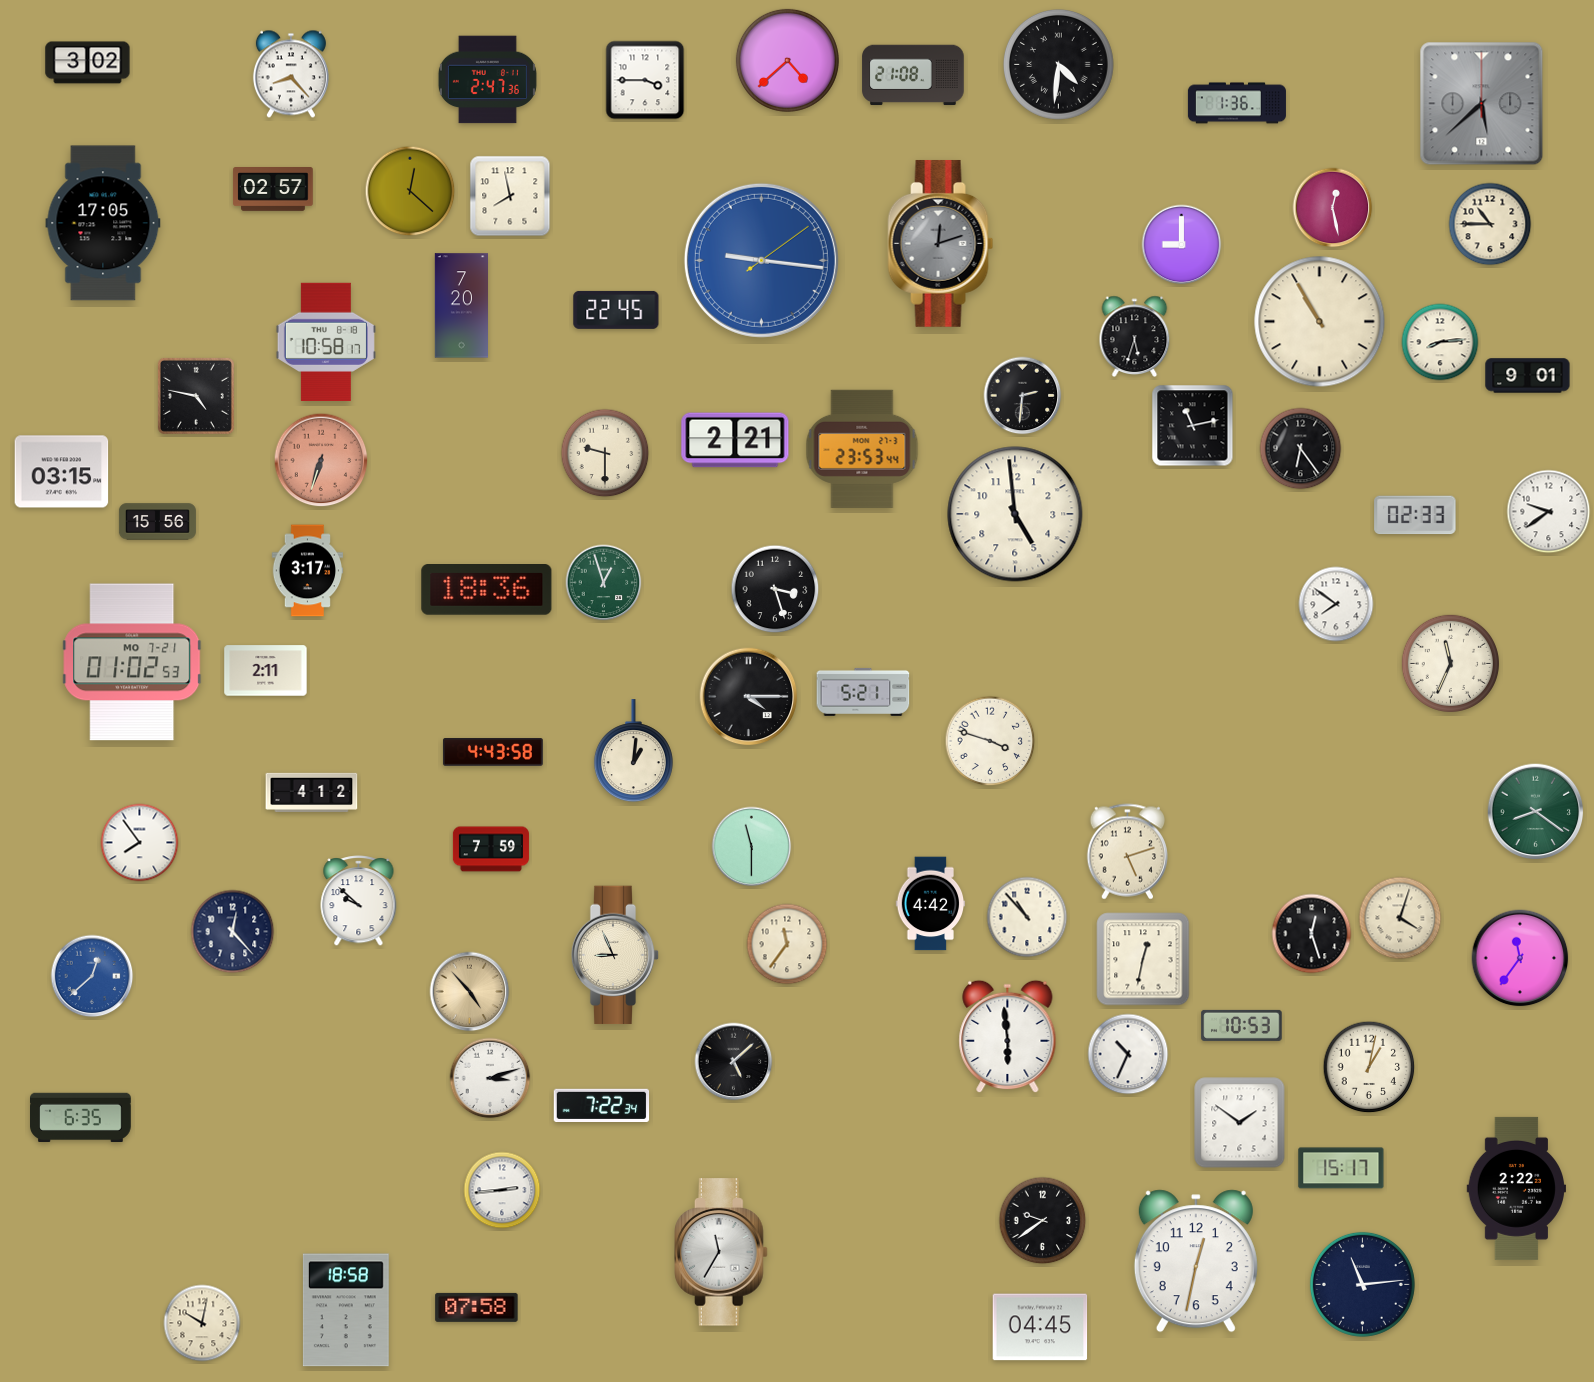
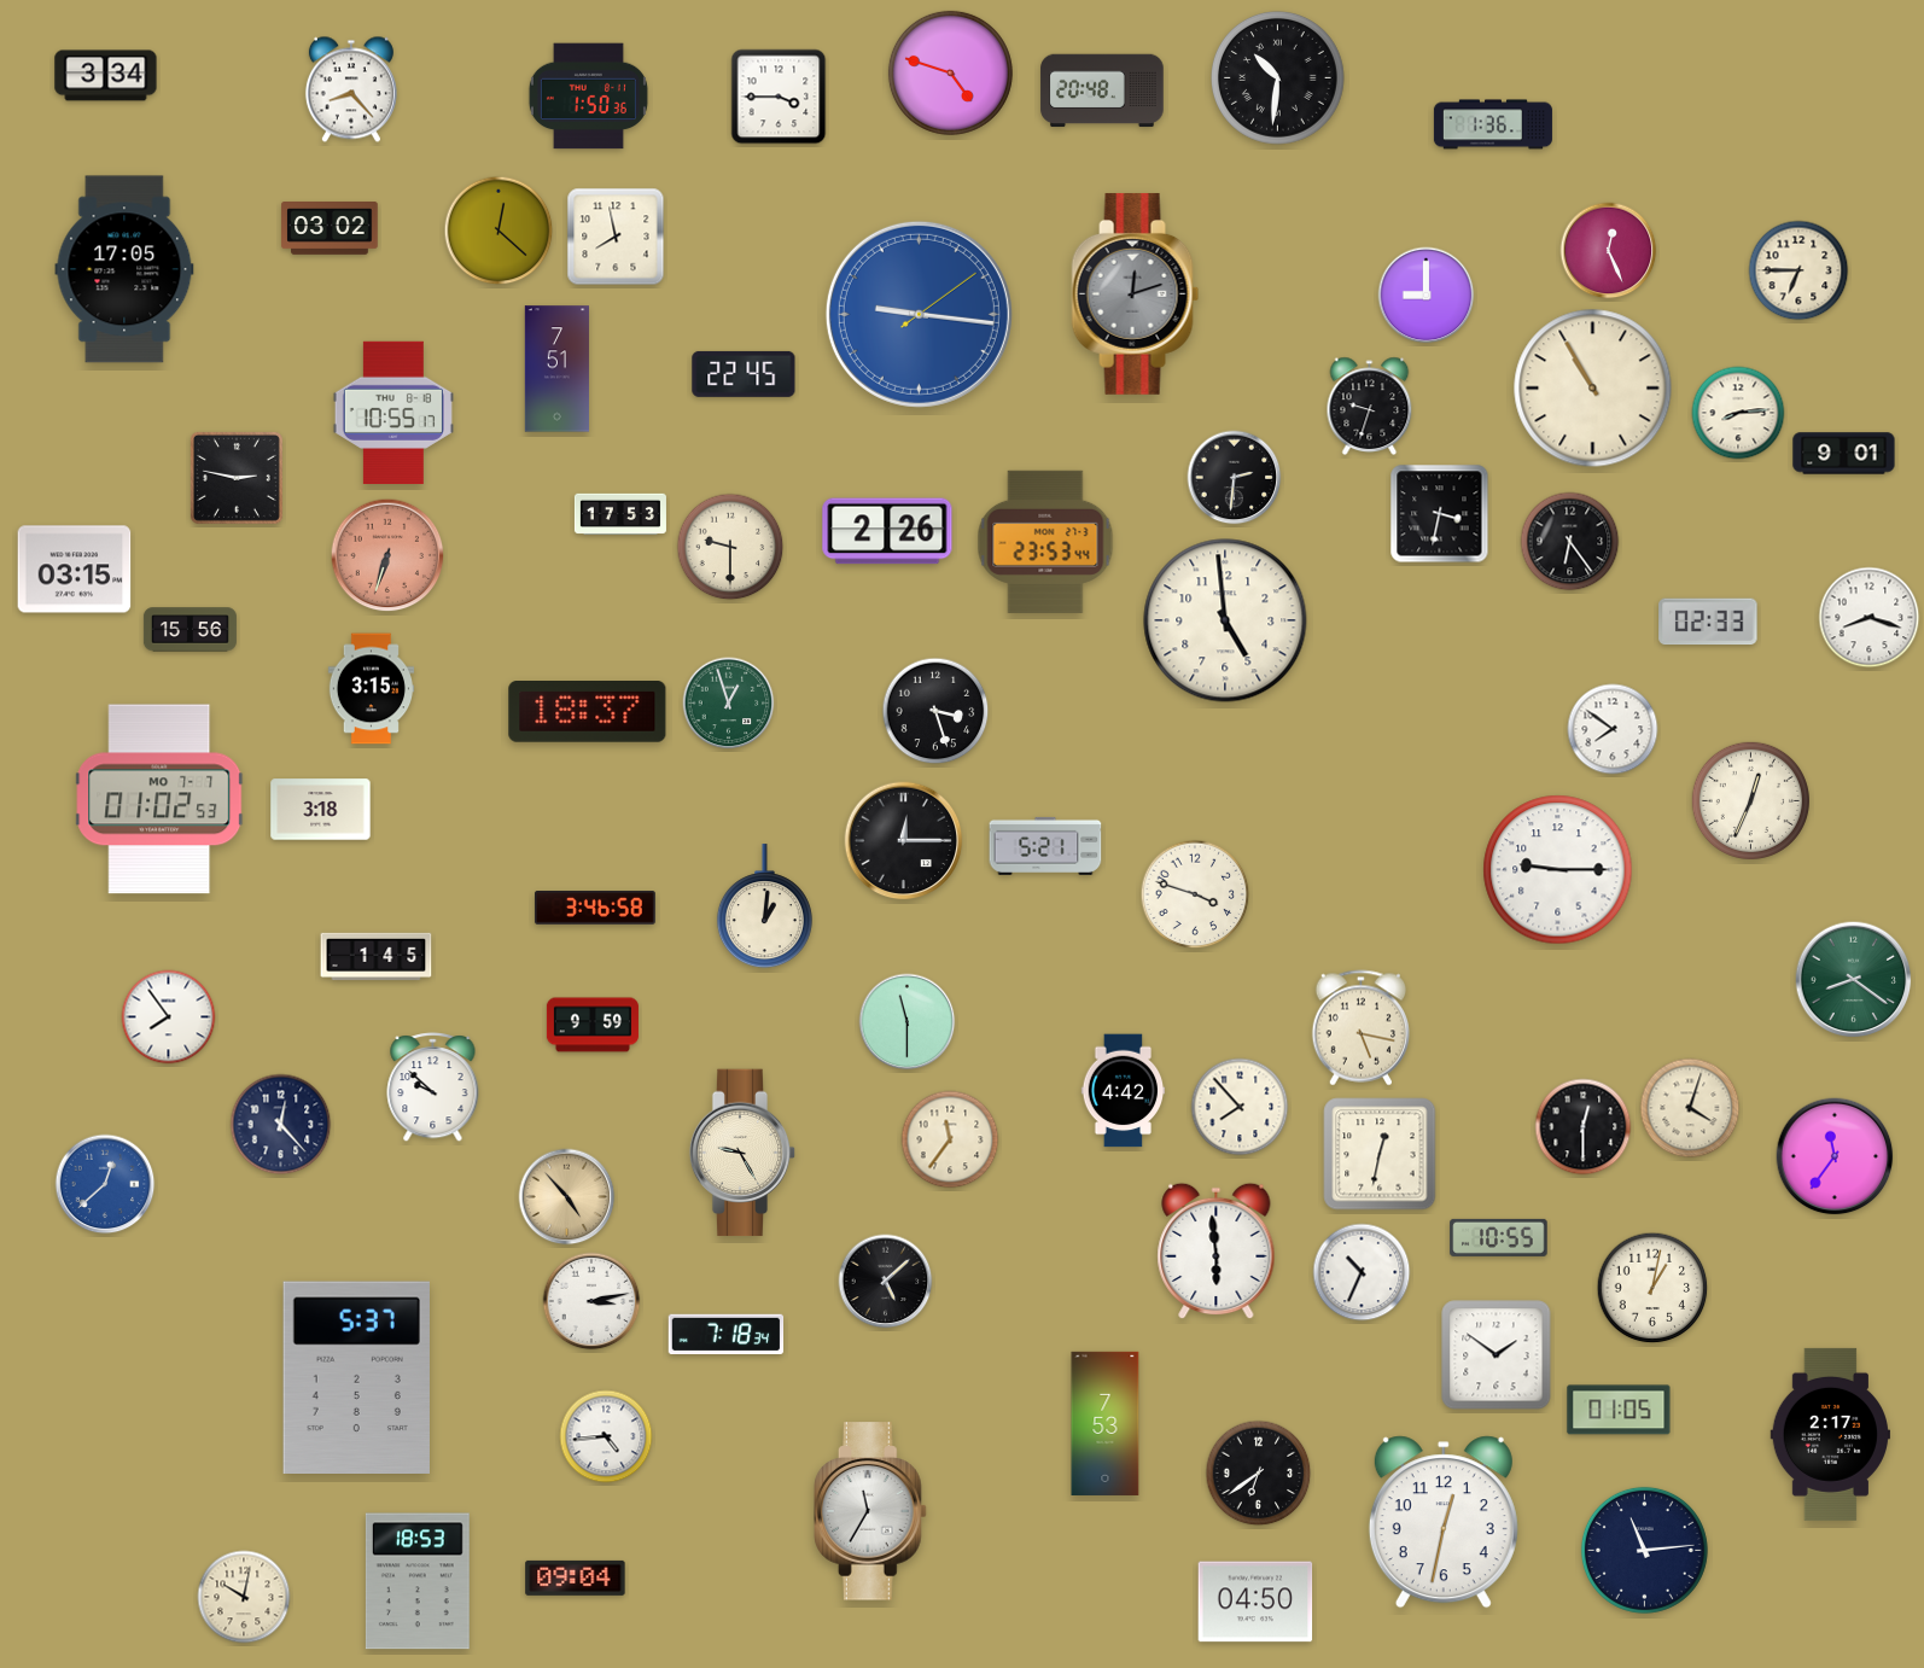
clock at (787, 60): 4:38 -> 4:48
clock at (88, 63): 3:02 -> 3:34
clock at (1059, 65): 4:31 -> 10:31
clock at (913, 75): 21:08 -> 20:48
clock at (487, 80): 2:47 -> 1:50
clock at (1482, 104): 5:38 -> none
clock at (273, 190): 02:57 -> 03:02
clock at (410, 191) position: (410, 191) -> (499, 231)
clock at (1333, 208): 12:28 -> 12:26
clock at (1490, 224): 10:45 -> 6:45
clock at (462, 306): 7:20 -> 7:51
clock at (1135, 337): 5:33 -> 9:33
clock at (326, 341): 10:58 -> 10:55
clock at (196, 396): 4:47 -> 2:47
clock at (620, 513): none -> 17:53
clock at (1193, 426): 11:13 -> 3:32
clock at (735, 440): 2:21 -> 2:26
clock at (862, 449) position: (862, 449) -> (1045, 542)
clock at (1549, 512): 9:39 -> 8:18
clock at (308, 571): 3:17 -> 3:15
clock at (487, 590): 18:36 -> 18:37
clock at (132, 662) date: MO 7-21 -> MO 7-7
clock at (1450, 663): 11:34 -> 12:34
clock at (266, 671): 2:11 -> 3:18
clock at (863, 692) position: (863, 692) -> (1045, 846)
clock at (749, 697): 4:15 -> 12:15
clock at (1558, 870): none -> 9:15
clock at (493, 753): 4:43 -> 3:46
clock at (312, 792): 4:12 -> 1:45
clock at (491, 849): 7:59 -> 9:59
clock at (1127, 852): 5:12 -> 5:17
clock at (1027, 917): 10:53 -> 7:53
clock at (1312, 934): 12:27 -> 12:30
clock at (615, 955): 8:56 -> 9:25
clock at (1143, 959) position: (1143, 959) -> (1380, 1154)
clock at (92, 976) position: (92, 976) -> (105, 1184)
clock at (1242, 1025): 10:53 -> 10:55
clock at (490, 1078): 3:12 -> 3:13
clock at (602, 1105): 7:22 -> 7:18
clock at (81, 1117): 6:35 -> none
clock at (356, 1377): none -> 5:37
clock at (1341, 1168): 15:17 -> 01:05
clock at (1106, 1423): none -> 7:53
clock at (1516, 1188): 2:22 -> 2:17
clock at (502, 1190): 2:44 -> 4:44
clock at (1043, 1221): 9:39 -> 6:39
clock at (477, 1307): 07:58 -> 09:04
clock at (346, 1310): 18:58 -> 18:53
clock at (1040, 1327): 04:45 -> 04:50
